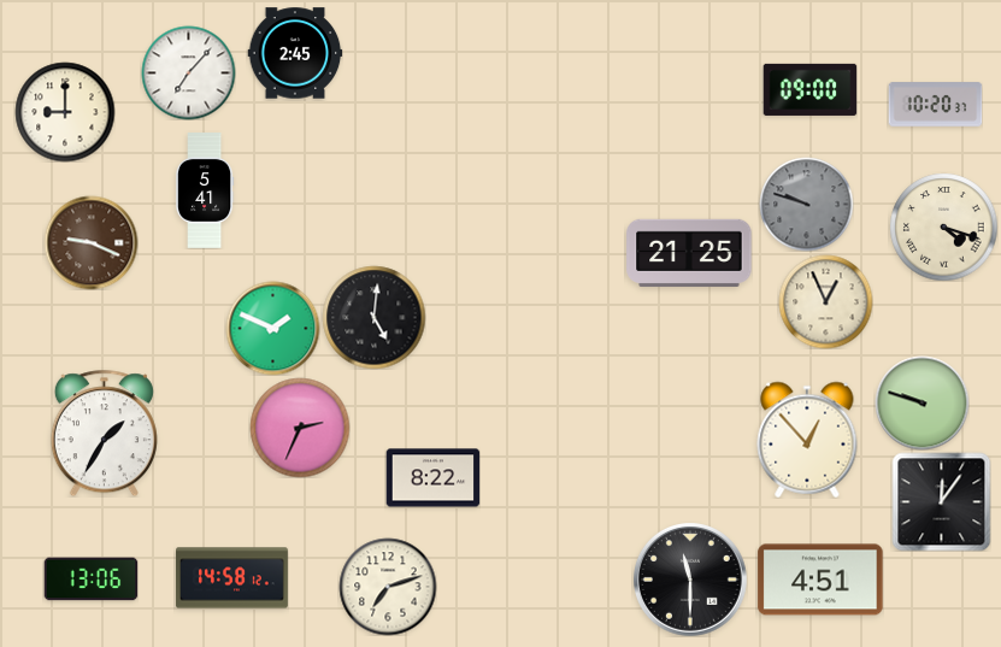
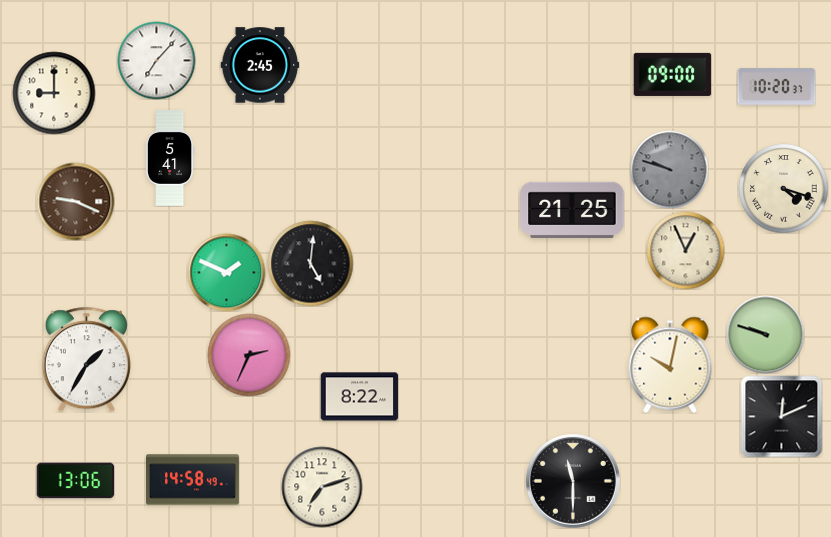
clock at (295, 53) position: (295, 53) -> (260, 65)
clock at (807, 440): 12:53 -> 10:02
clock at (941, 501): 12:06 -> 12:11
clock at (232, 578): 14:58:12 -> 14:58:49
clock at (820, 580): 4:51 -> none
